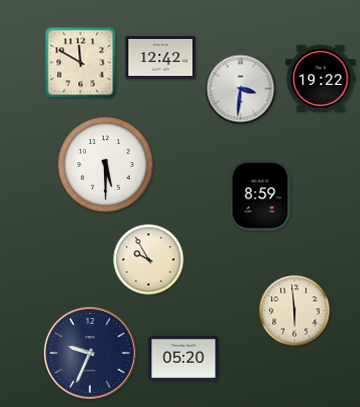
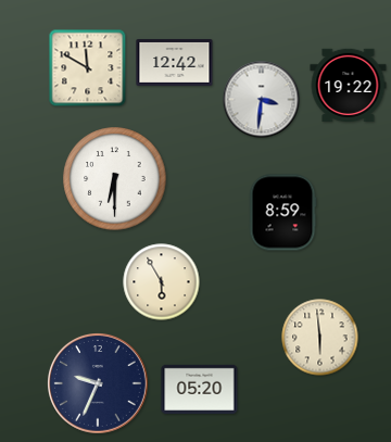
clock at (241, 89) position: (241, 89) -> (262, 100)
clock at (106, 165): 5:30 -> 6:30
clock at (149, 260): 9:55 -> 5:55
